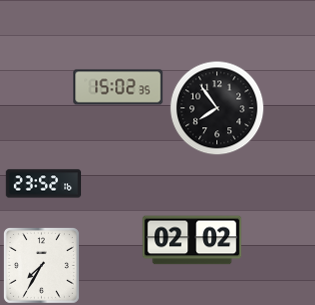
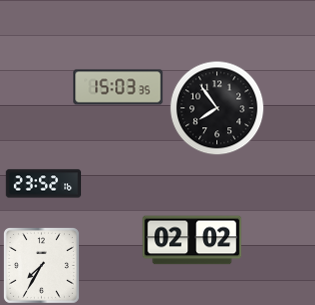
clock at (118, 87): 15:02 -> 15:03
